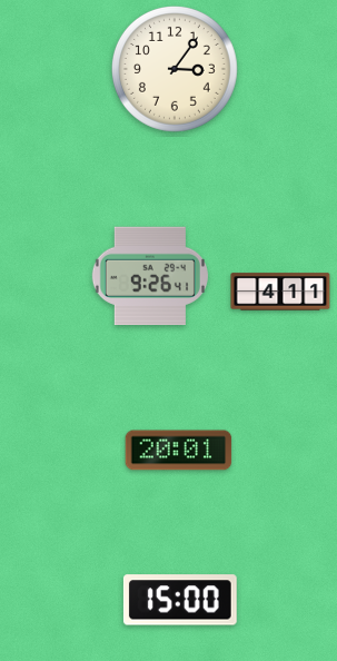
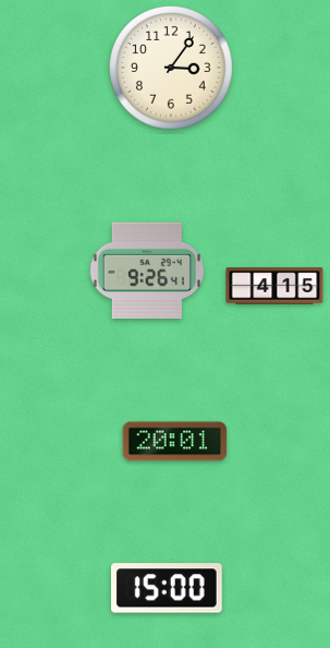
clock at (280, 292): 4:11 -> 4:15
clock at (180, 600) position: (180, 600) -> (167, 588)
